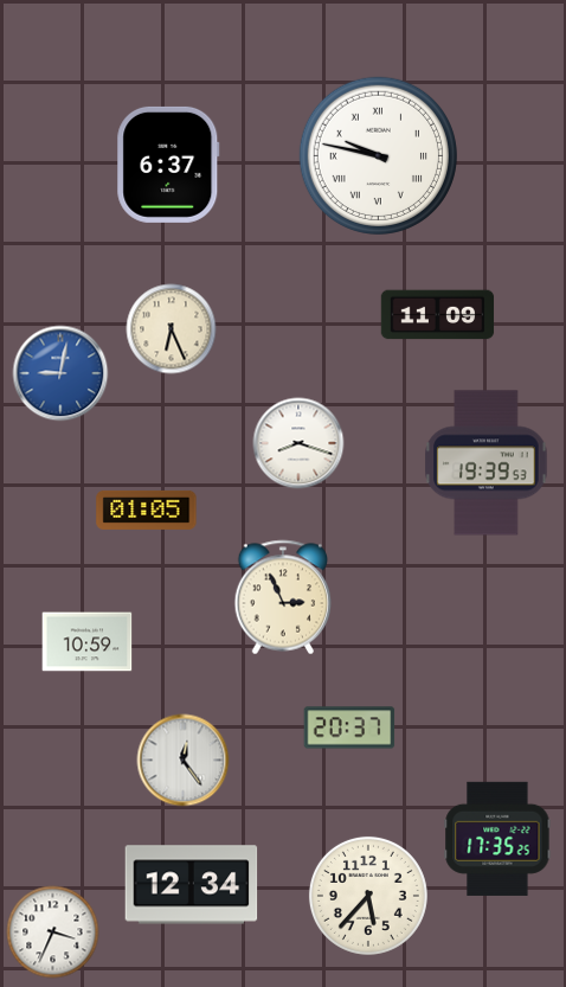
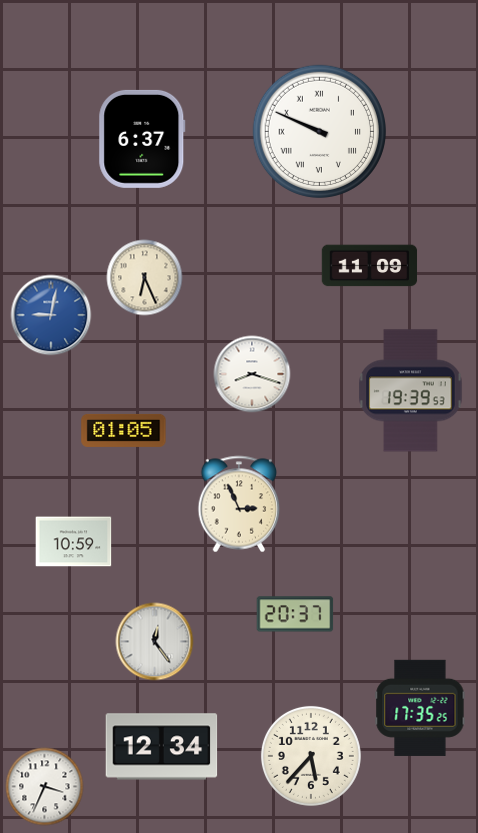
clock at (378, 155): 9:47 -> 9:49
